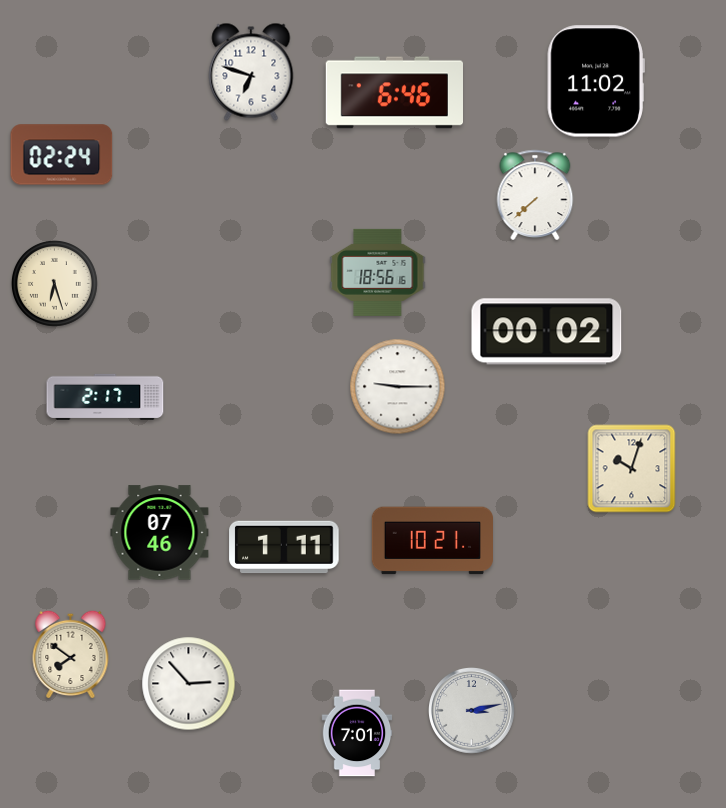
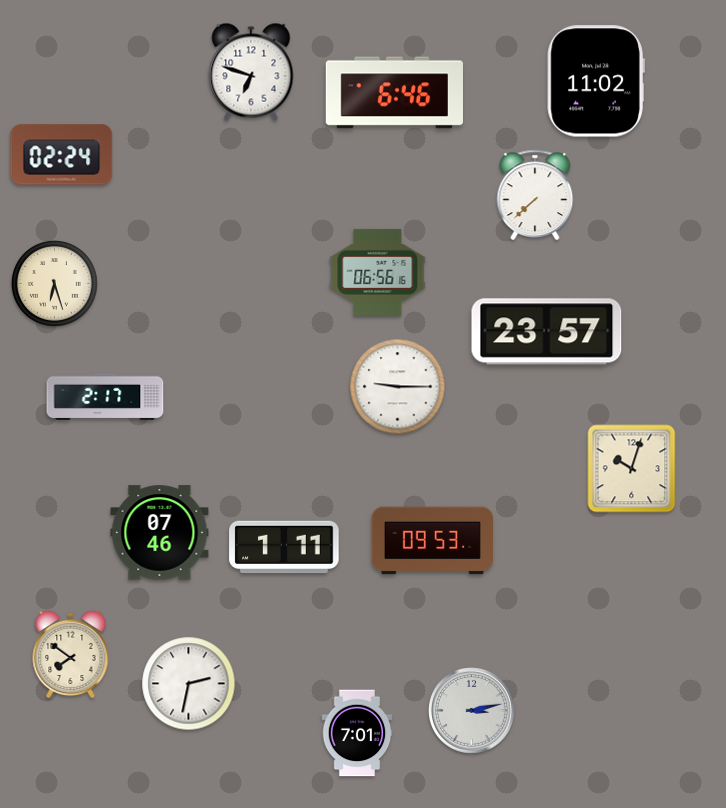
clock at (378, 272): 18:56 -> 06:56
clock at (547, 332): 00:02 -> 23:57
clock at (432, 541): 10:21 -> 09:53
clock at (189, 684): 2:53 -> 2:32
